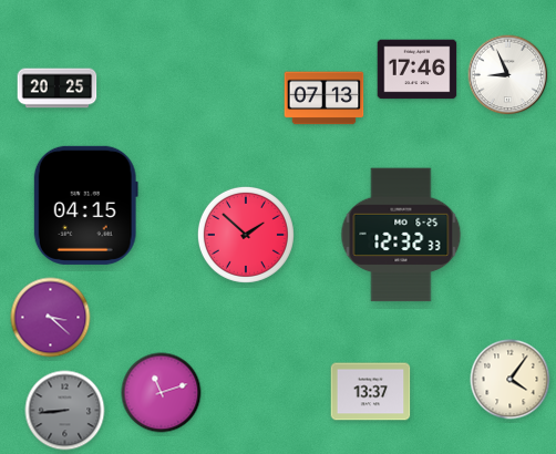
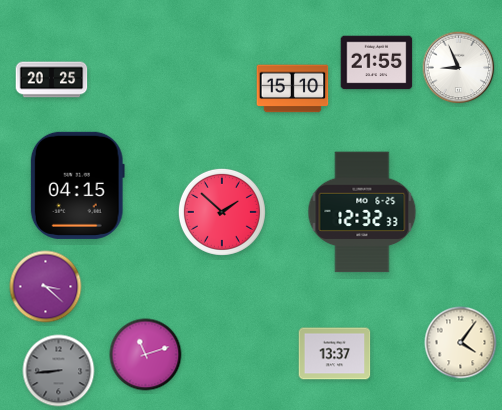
clock at (418, 70): 17:46 -> 21:55
clock at (325, 99): 07:13 -> 15:10
